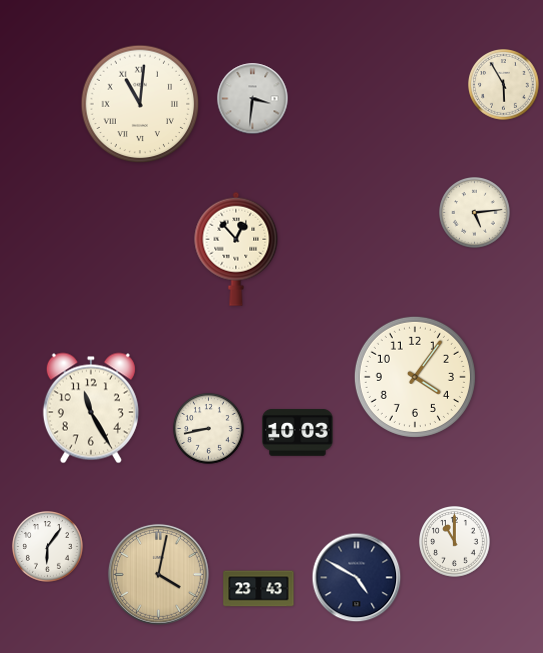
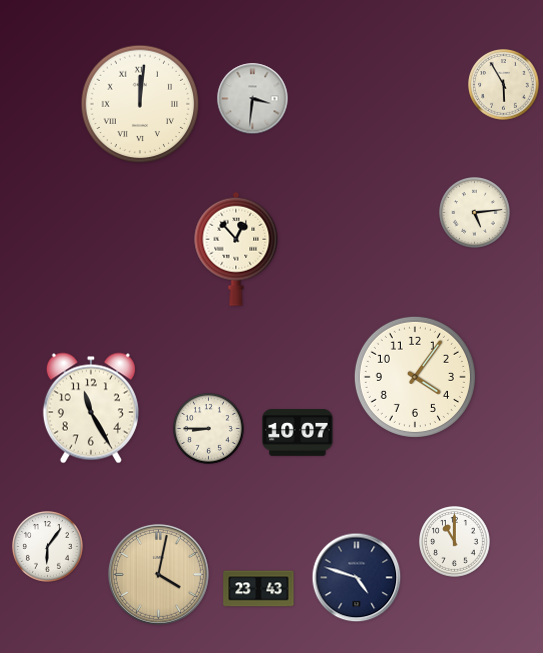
clock at (140, 104): 11:01 -> 12:01
clock at (209, 429): 8:43 -> 8:45
clock at (298, 433): 10:03 -> 10:07
clock at (357, 578): 4:50 -> 4:48
